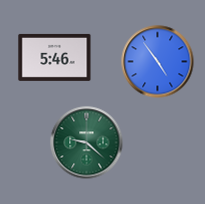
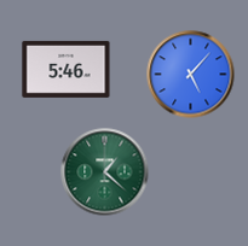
clock at (158, 62): 4:54 -> 5:07
clock at (87, 143): 9:22 -> 1:22
